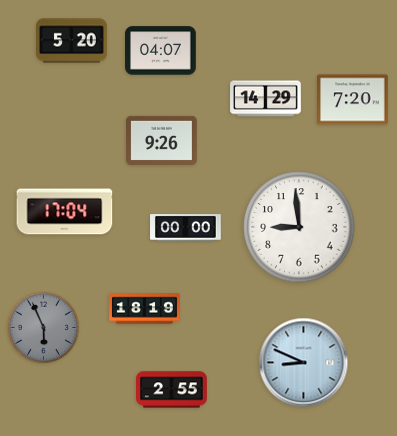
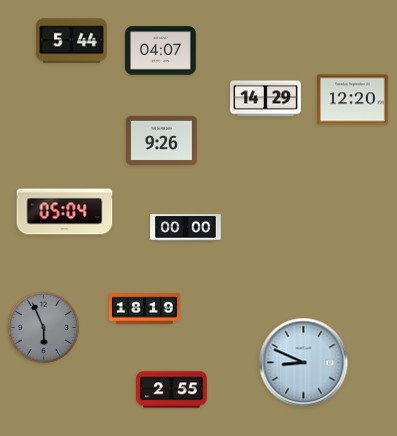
clock at (72, 41): 5:20 -> 5:44
clock at (353, 100): 7:20 -> 12:20
clock at (65, 212): 17:04 -> 05:04
clock at (299, 227): 8:59 -> none
